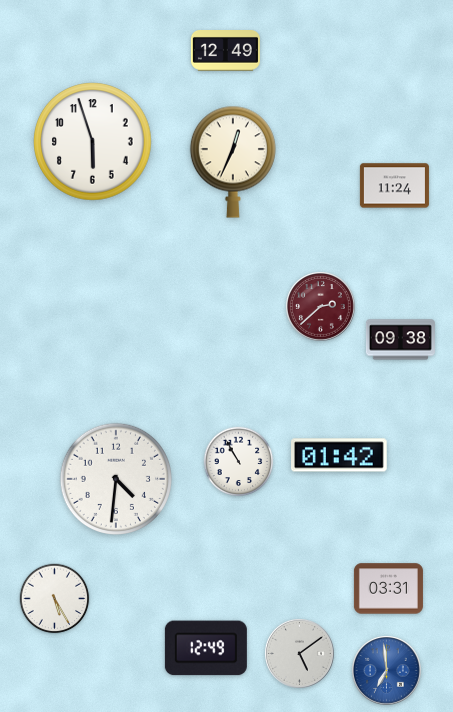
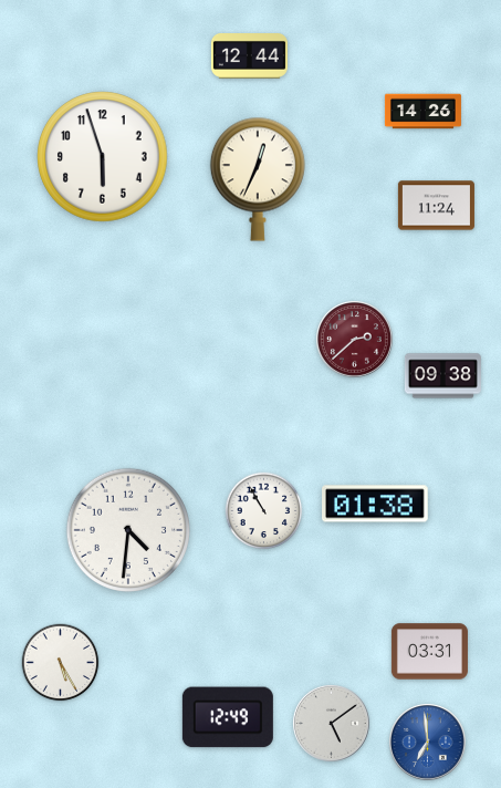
clock at (225, 51): 12:49 -> 12:44
clock at (422, 112): none -> 14:26
clock at (340, 455): 01:42 -> 01:38
